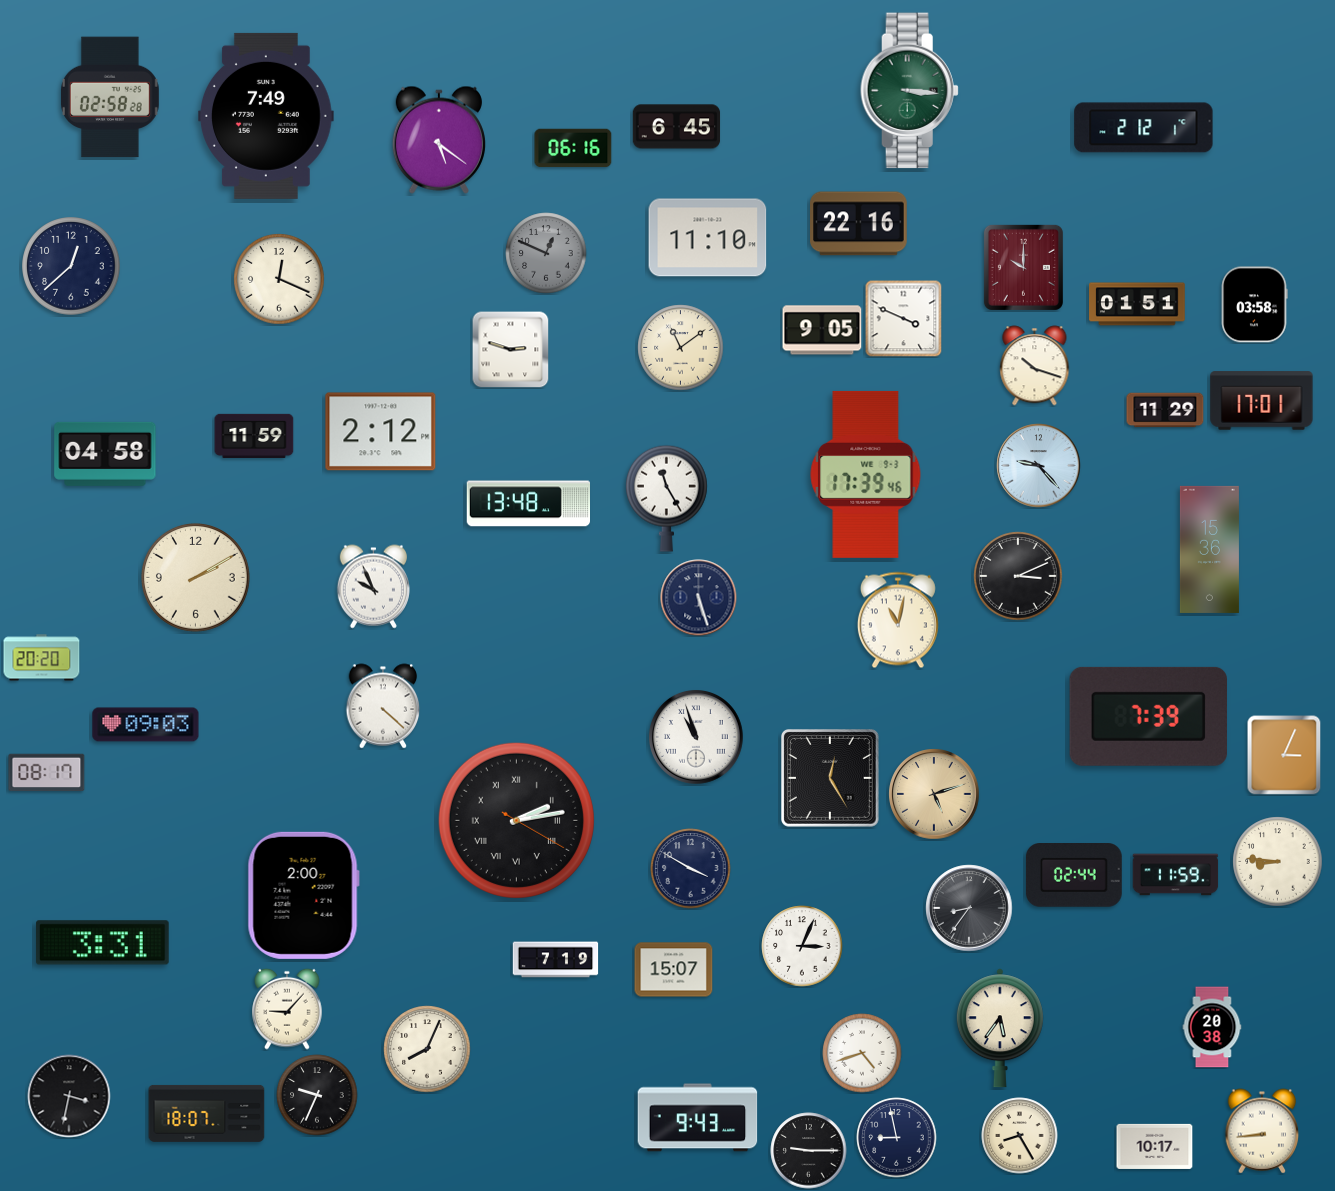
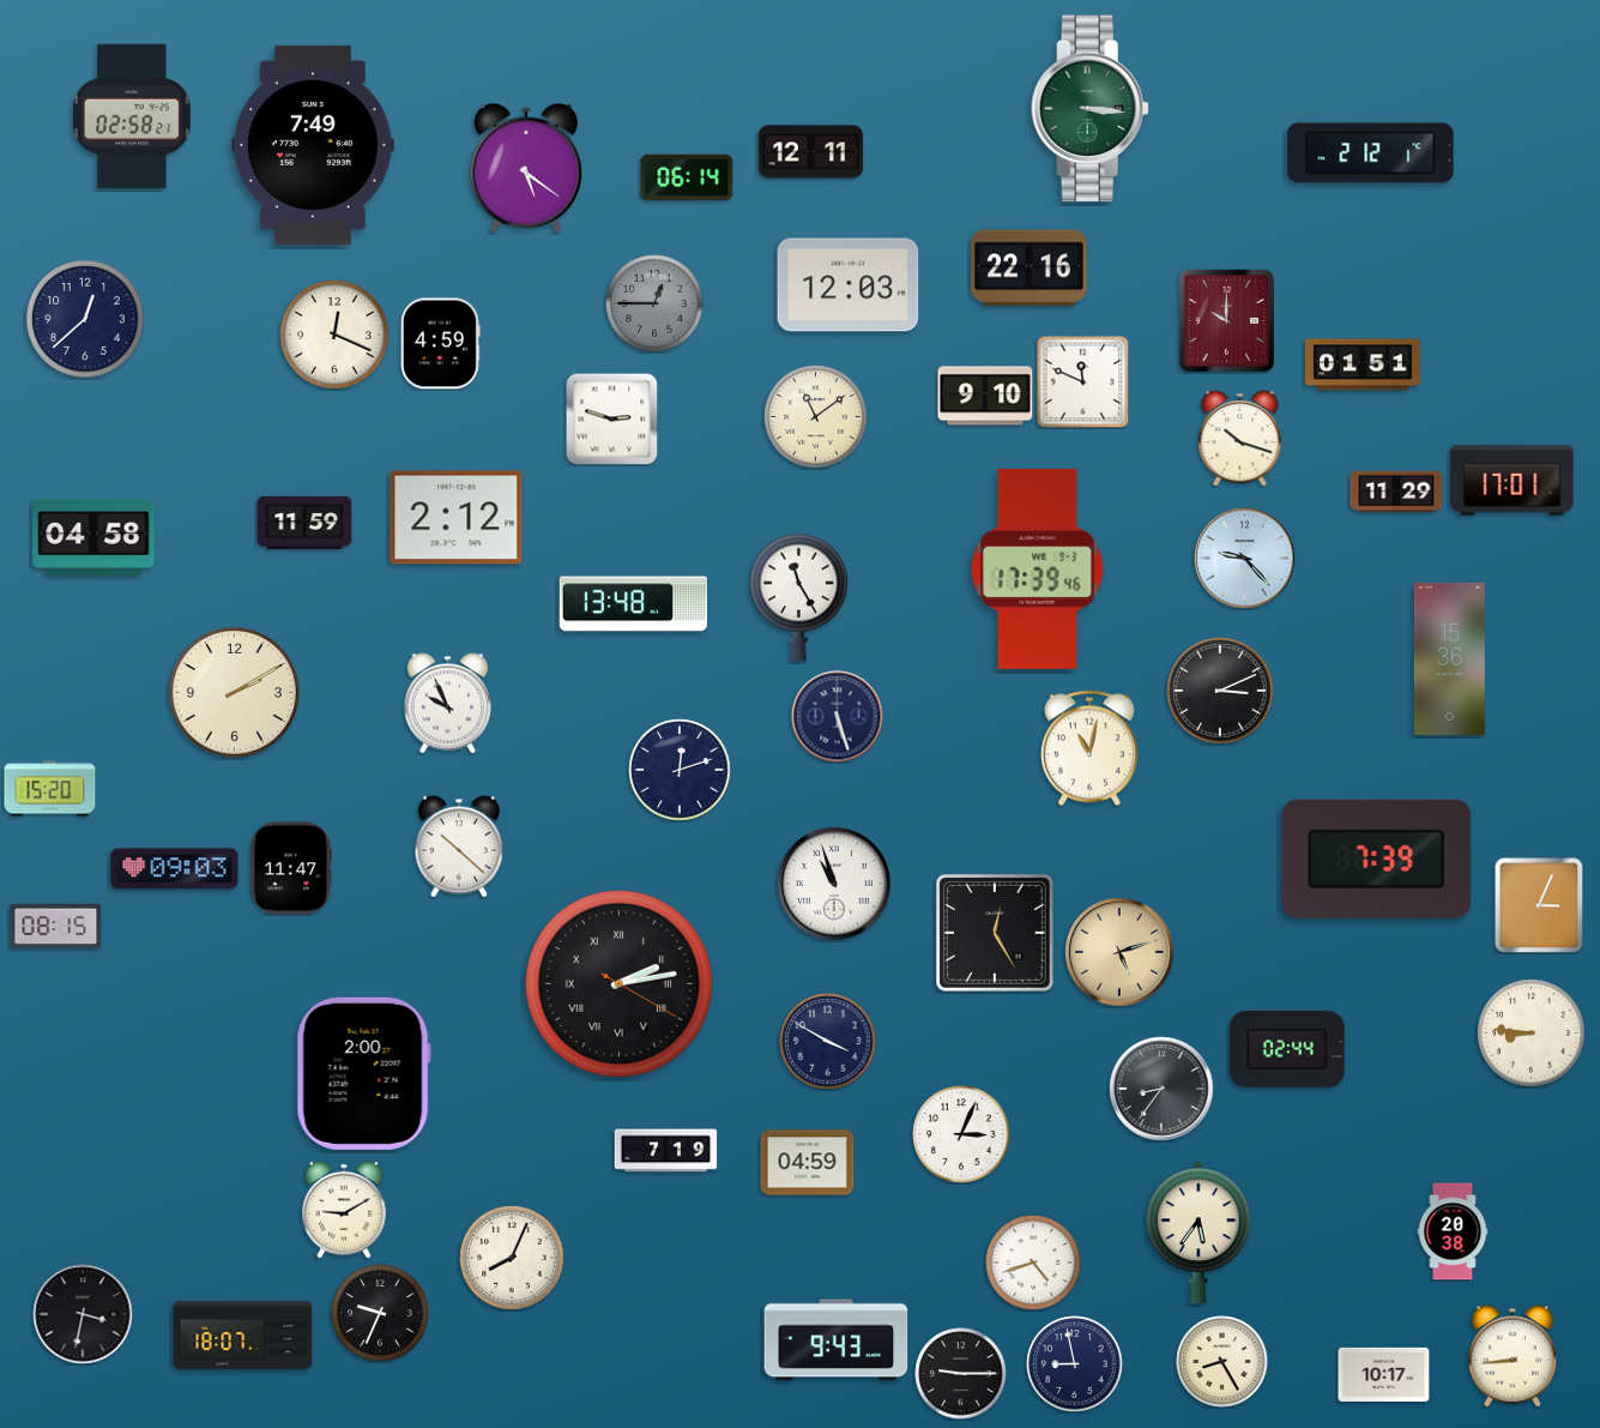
clock at (110, 97): 02:58:28 -> 02:58:21
clock at (267, 116) position: (267, 116) -> (314, 145)
clock at (677, 127): 6:45 -> 12:11
clock at (573, 148): 06:16 -> 06:14
clock at (708, 238): 11:10 -> 12:03
clock at (546, 253): 12:49 -> 12:45
clock at (441, 344): none -> 4:59
clock at (1254, 305): 03:58 -> none
clock at (903, 318): 3:49 -> 11:49
clock at (822, 330): 9:05 -> 9:10
clock at (105, 454) position: (105, 454) -> (93, 537)
clock at (898, 620) position: (898, 620) -> (1089, 748)
clock at (680, 770): none -> 12:12
clock at (42, 658): 20:20 -> 15:20
clock at (383, 706): 4:22 -> 10:22
clock at (291, 868): none -> 11:47
clock at (47, 773): 08:17 -> 08:15
clock at (1176, 875): 11:59 -> none
clock at (102, 943): 3:31 -> none
clock at (674, 970): 15:07 -> 04:59
clock at (287, 1009): 9:07 -> 9:10
clock at (207, 1113) position: (207, 1113) -> (243, 1334)
clock at (809, 1151) position: (809, 1151) -> (961, 1374)
